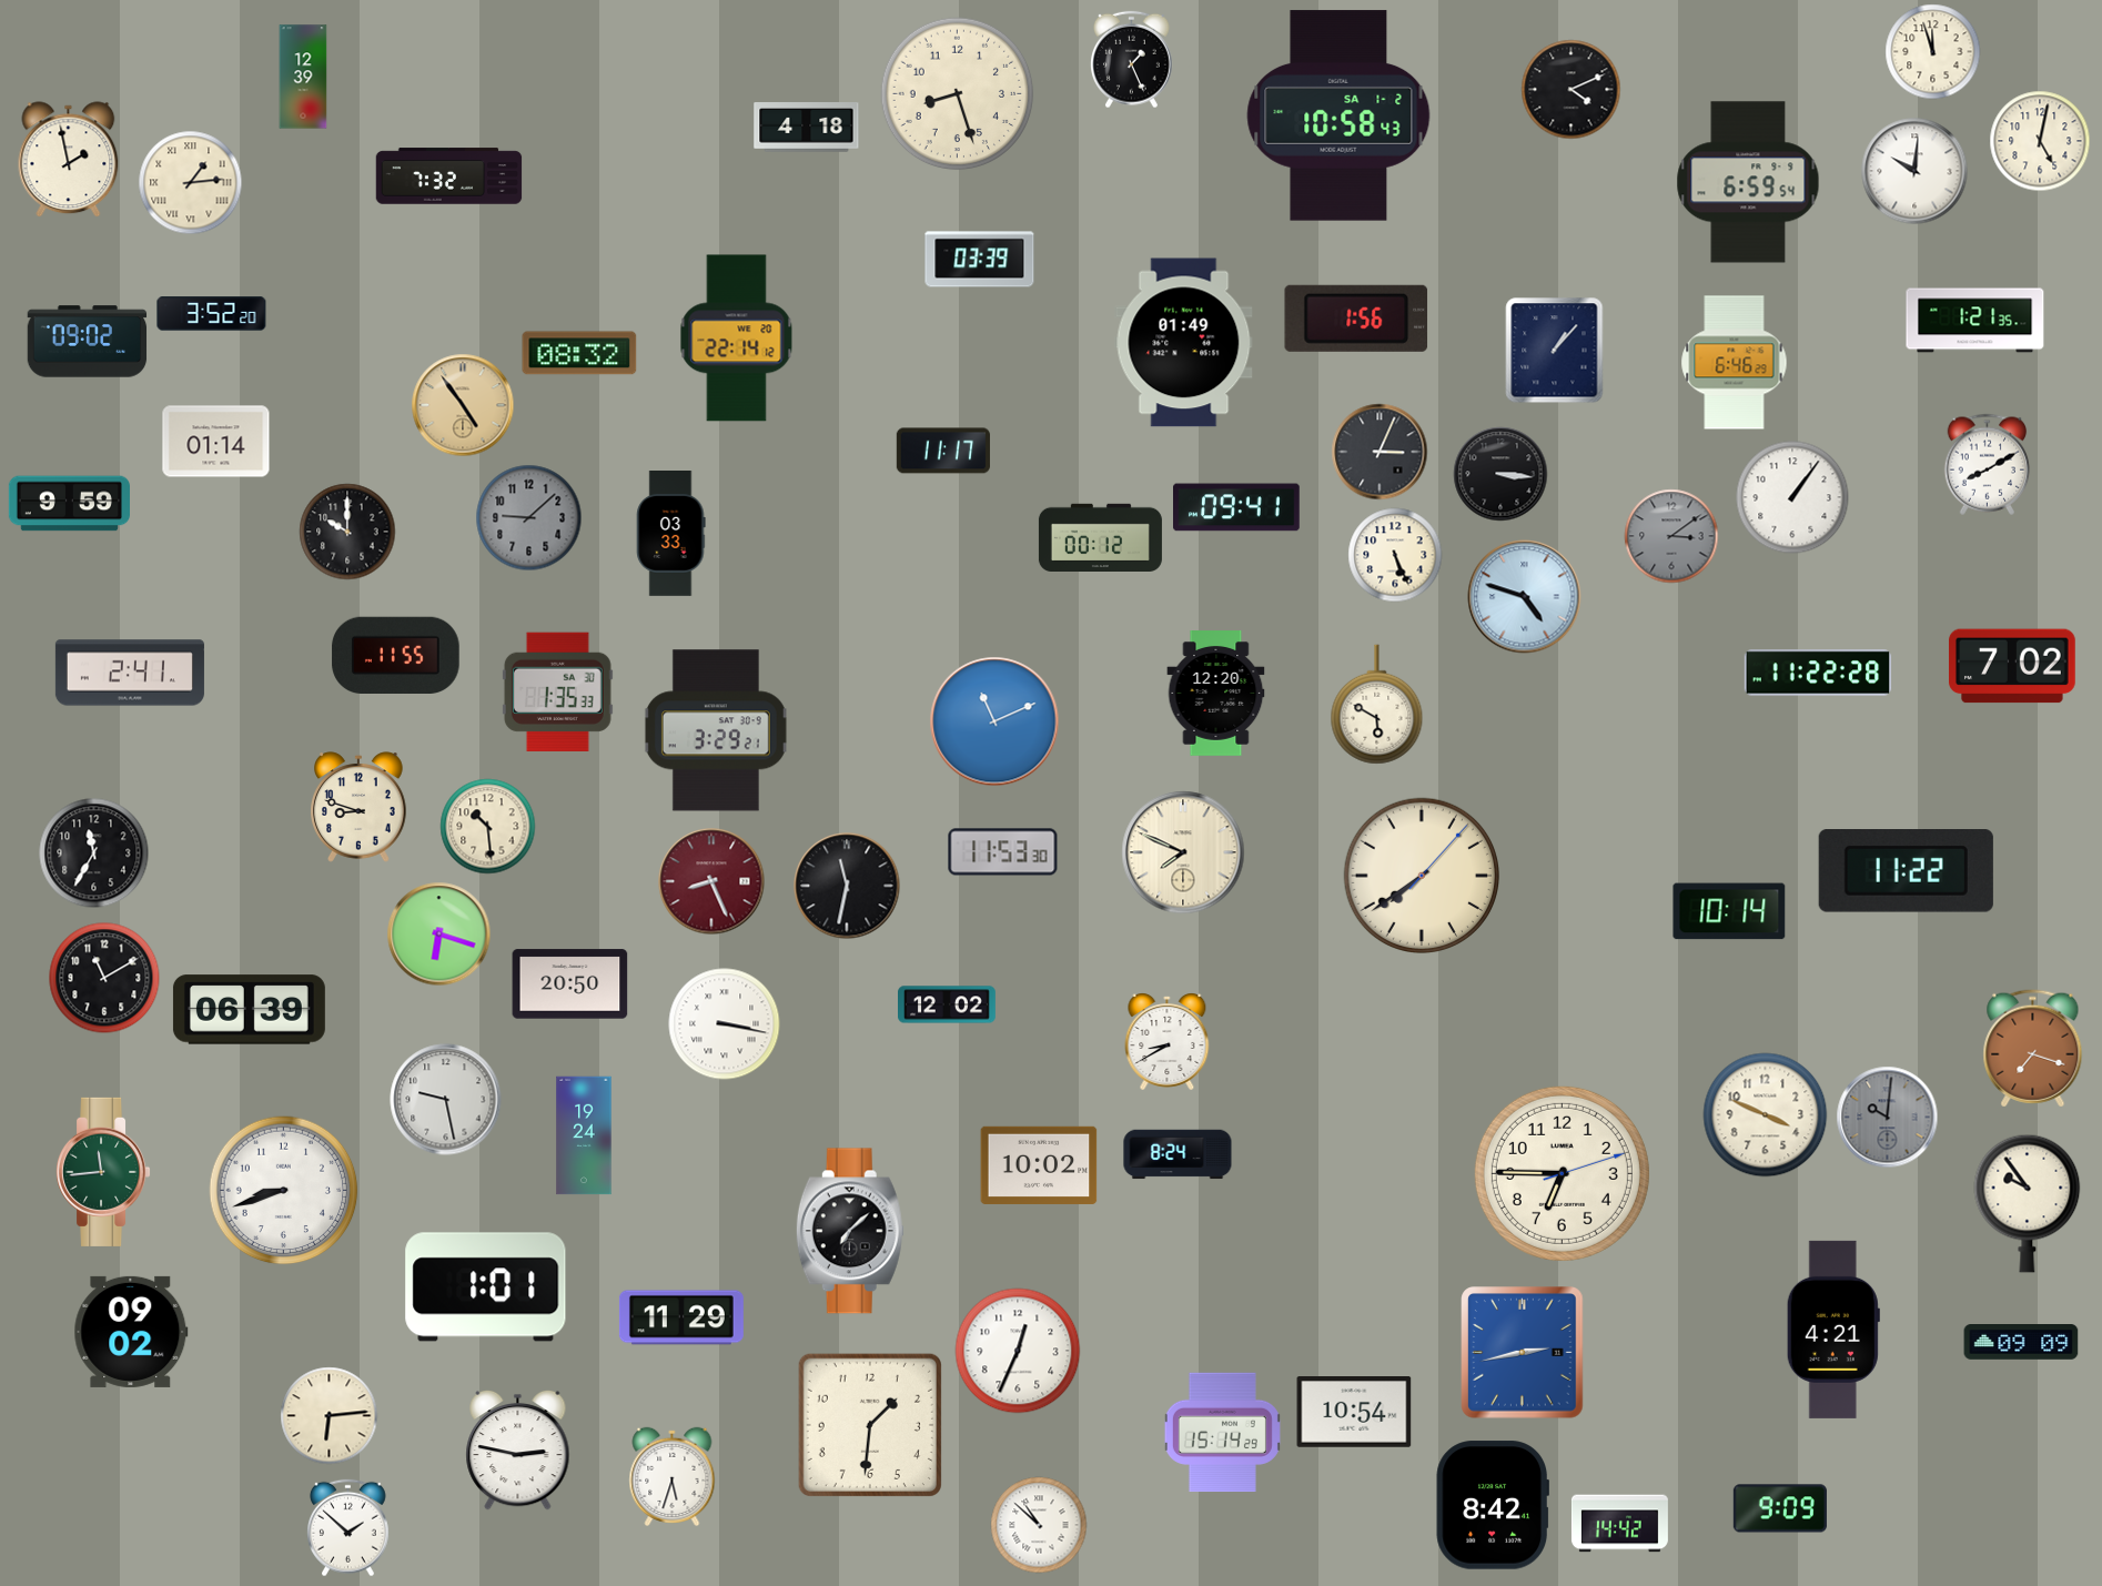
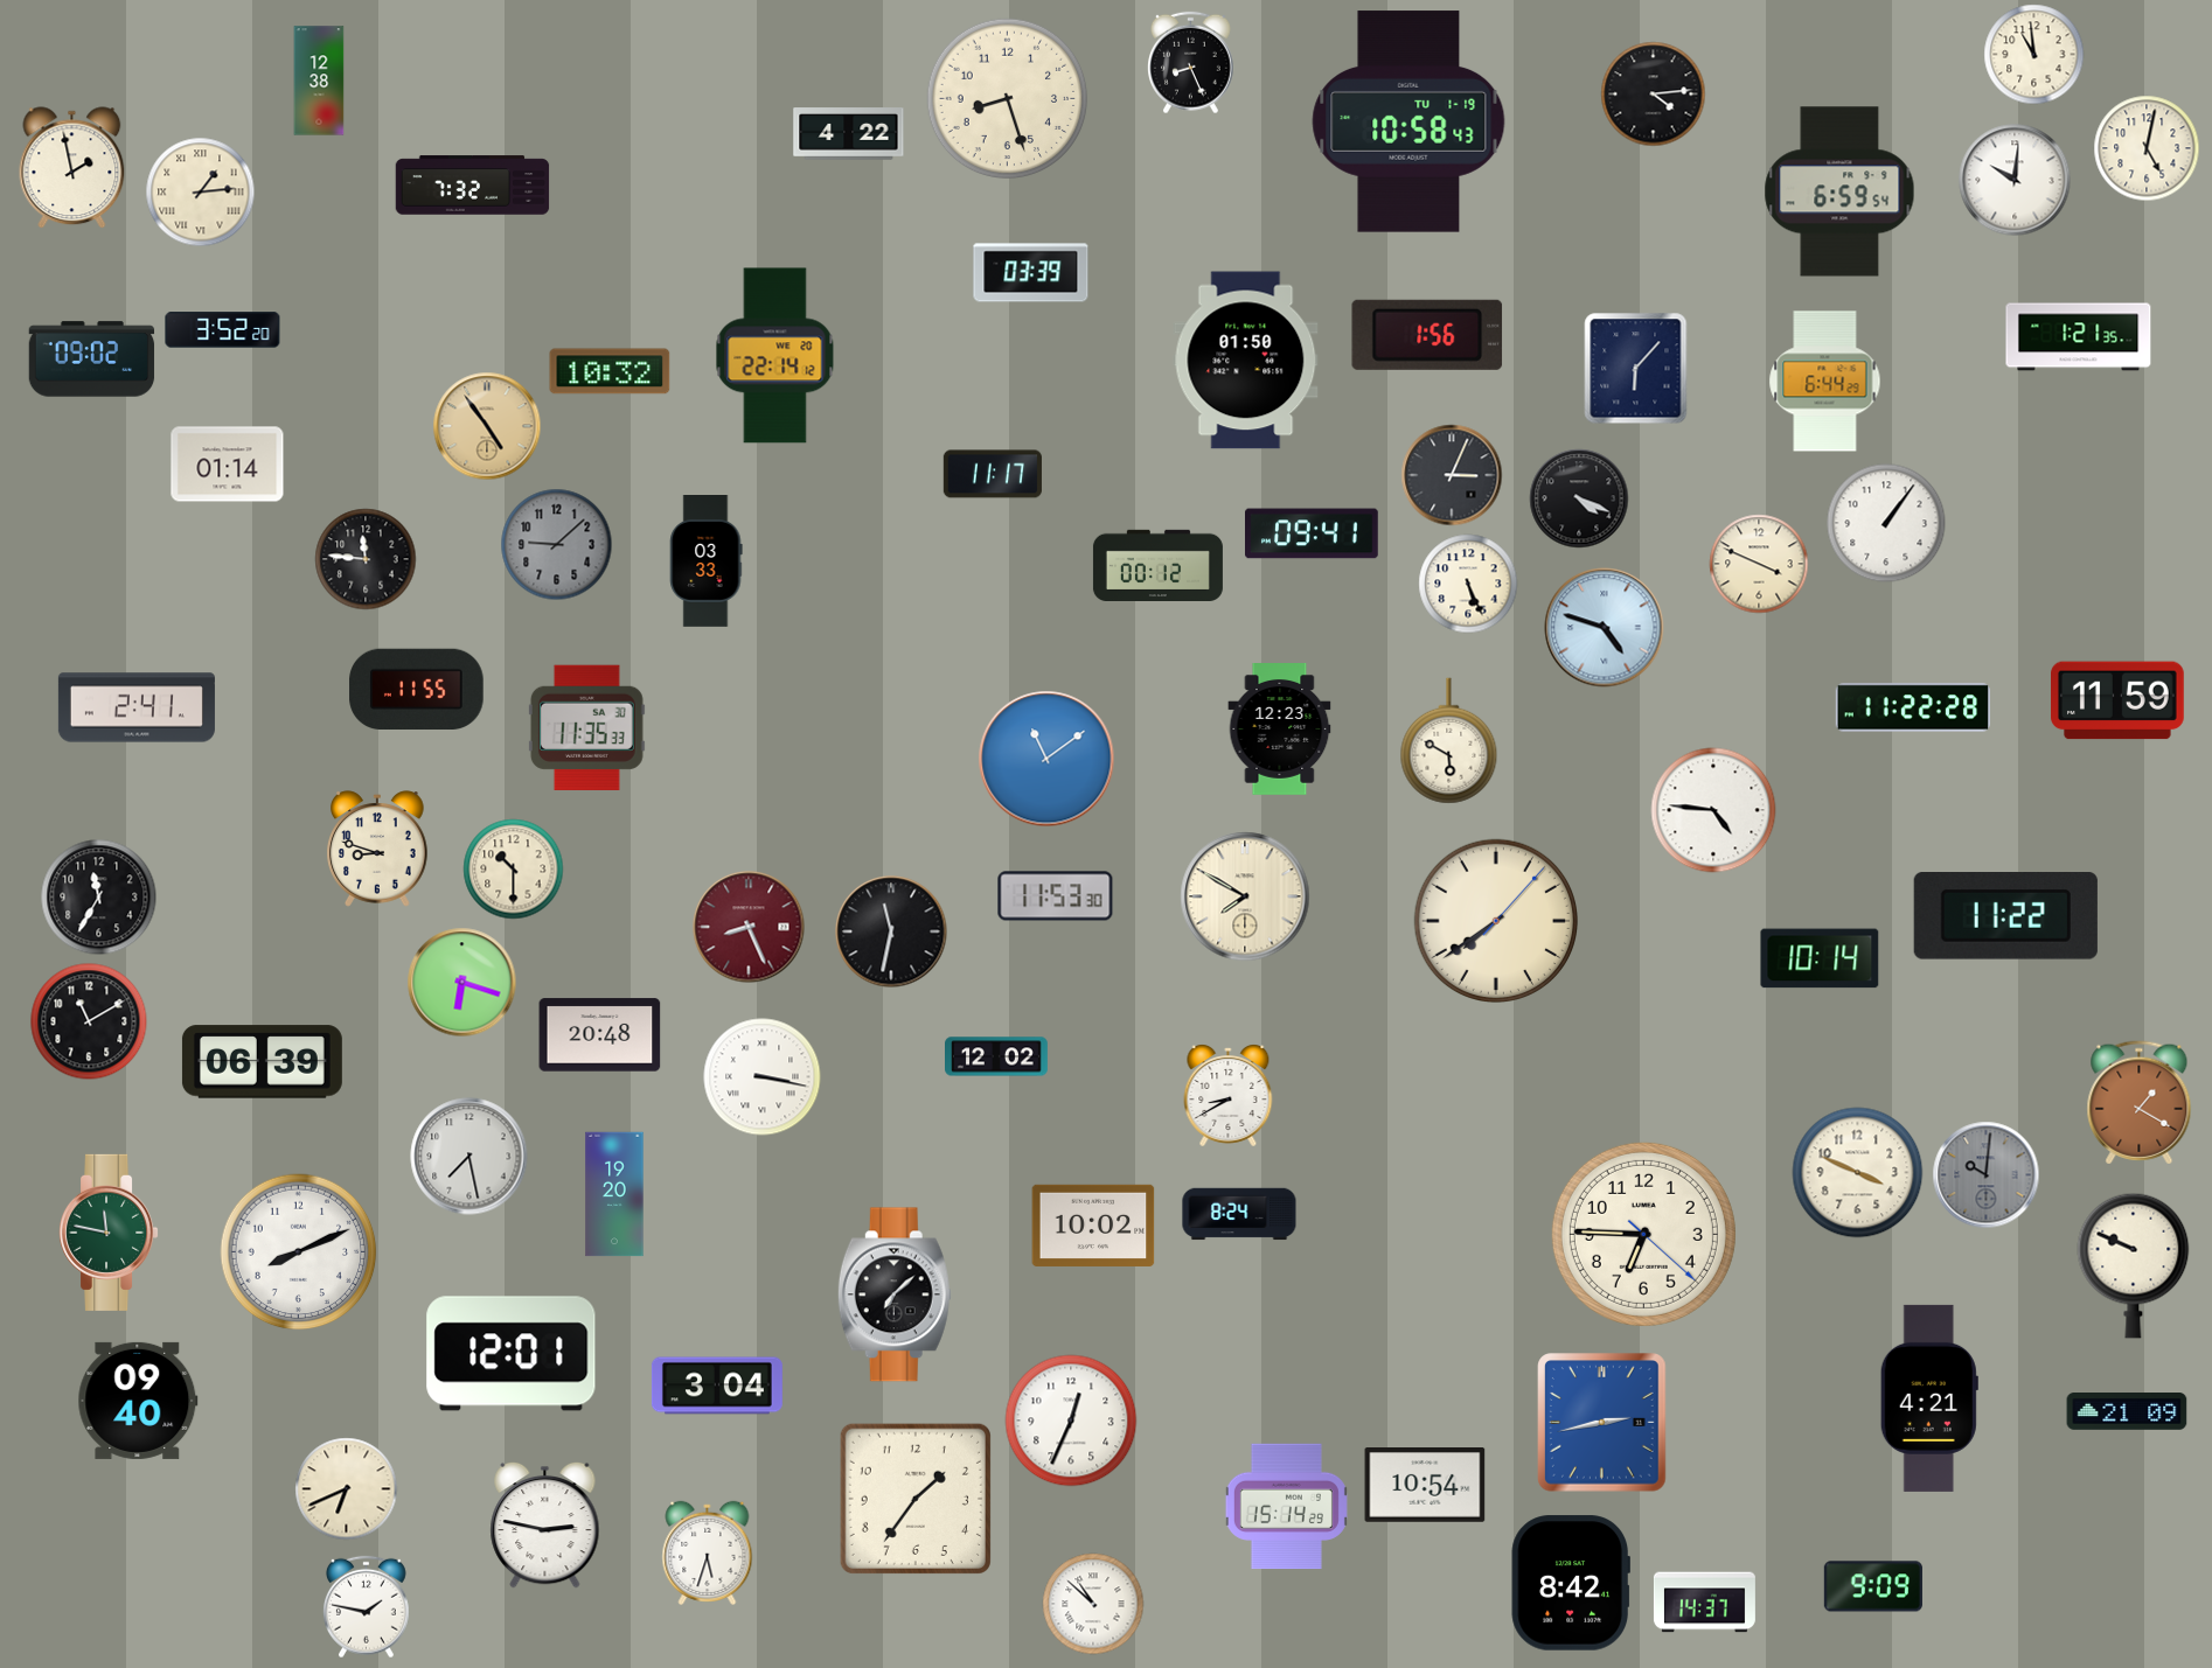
clock at (1933, 52): 11:57 -> 10:59
clock at (1132, 60): 1:26 -> 8:26
clock at (303, 77): 12:39 -> 12:38
clock at (1572, 90): 4:11 -> 4:14
clock at (1338, 115) date: SA 1-2 -> TU 1-19
clock at (807, 128): 4:18 -> 4:22
clock at (1184, 343): 01:49 -> 01:50
clock at (1555, 351): 1:07 -> 6:07
clock at (579, 353): 08:32 -> 10:32
clock at (1735, 363): 6:46 -> 6:44
clock at (1988, 464): 8:10 -> none
clock at (1500, 474): 3:16 -> 4:19
clock at (69, 504): 9:59 -> none
clock at (1237, 507) position: (1237, 507) -> (1313, 533)
clock at (347, 532): 10:00 -> 11:46
clock at (1671, 536): 3:09 -> 3:49
clock at (1671, 536) dial: grey -> cream
clock at (2013, 666): 7:02 -> 11:59
clock at (557, 691): 1:35 -> 11:35
clock at (1216, 694): 12:20 -> 12:23
clock at (994, 721): 11:11 -> 11:09
clock at (716, 730): 3:29 -> none
clock at (1713, 810): none -> 4:46
clock at (488, 827): 10:29 -> 10:30
clock at (1183, 852): 7:49 -> 7:50
clock at (104, 978) position: (104, 978) -> (89, 1021)
clock at (570, 984): 20:50 -> 20:48
clock at (2033, 1049): 7:18 -> 1:20
clock at (446, 1100): 9:28 -> 7:28
clock at (584, 1135): 19:24 -> 19:20
clock at (104, 1172): 11:44 -> 11:47
clock at (1562, 1173): 6:45:12 -> 6:45:22
clock at (284, 1191): 8:42 -> 8:11
clock at (2028, 1203): 9:54 -> 9:49
clock at (486, 1287): 1:01 -> 12:01
clock at (681, 1317): 11:29 -> 3:04
clock at (131, 1332): 09:02 -> 09:40
clock at (2021, 1343): 09:09 -> 21:09
clock at (330, 1416): 6:14 -> 6:41
clock at (870, 1425): 1:31 -> 1:36
clock at (1619, 1524): 14:42 -> 14:37
clock at (348, 1528): 1:52 -> 1:47
